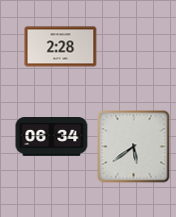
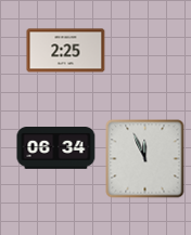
clock at (61, 47): 2:28 -> 2:25
clock at (134, 147): 5:39 -> 11:56
